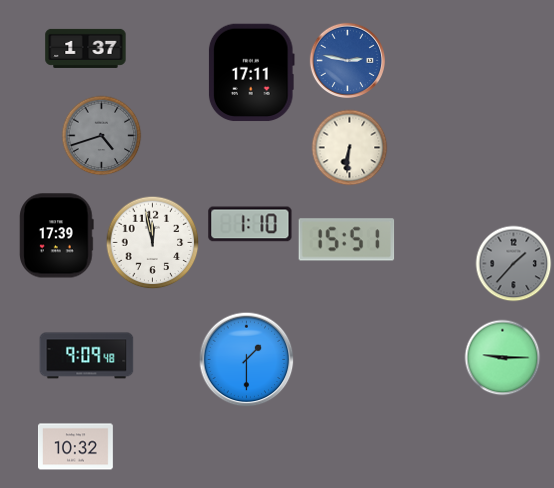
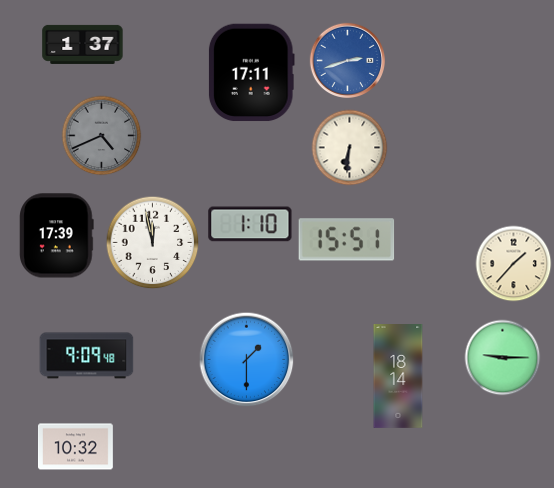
clock at (86, 48) position: (86, 48) -> (83, 44)
clock at (347, 60): 2:47 -> 2:42
clock at (102, 136): 4:42 -> 4:41
clock at (514, 264) dial: grey -> cream
clock at (398, 377): none -> 18:14
